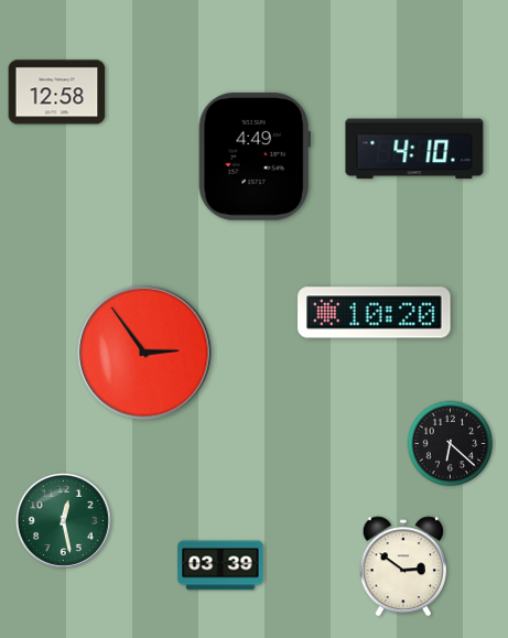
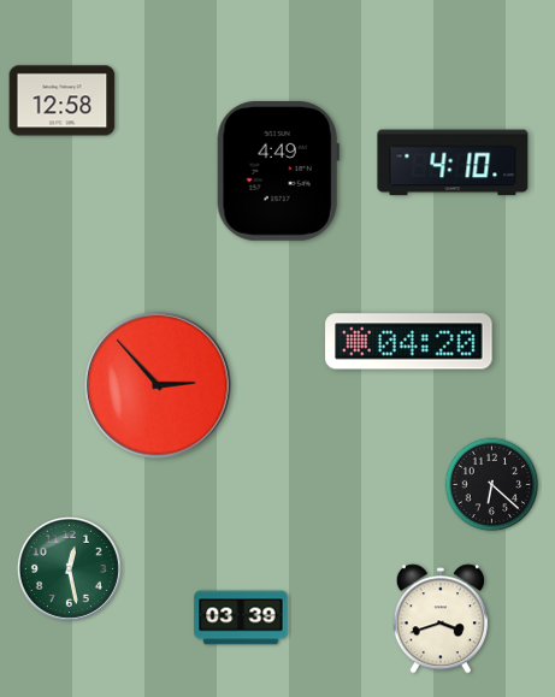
clock at (375, 313): 10:20 -> 04:20
clock at (144, 353): 2:54 -> 2:53
clock at (403, 566): 2:51 -> 3:42
